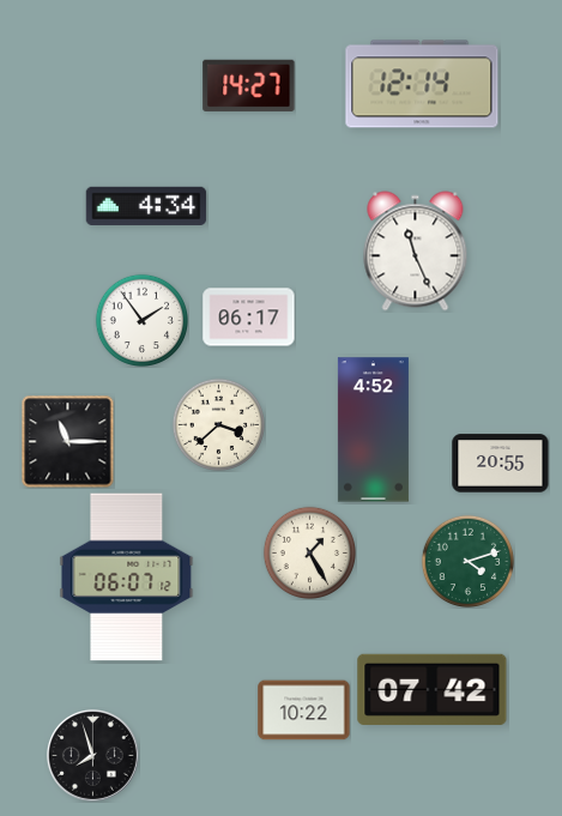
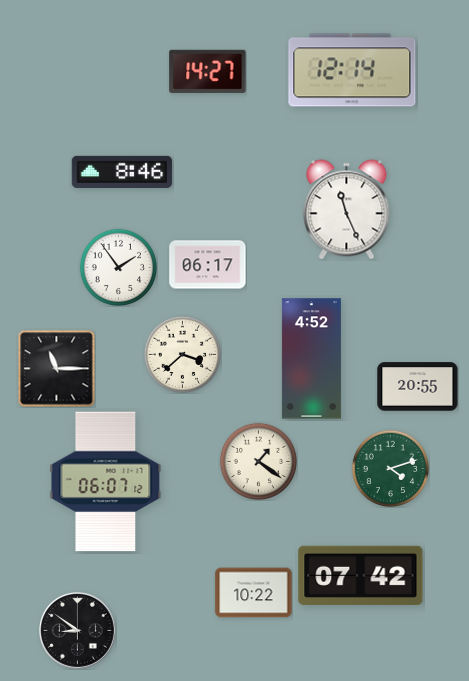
clock at (146, 205): 4:34 -> 8:46
clock at (309, 552): 1:25 -> 1:21
clock at (92, 755): 7:57 -> 8:51
